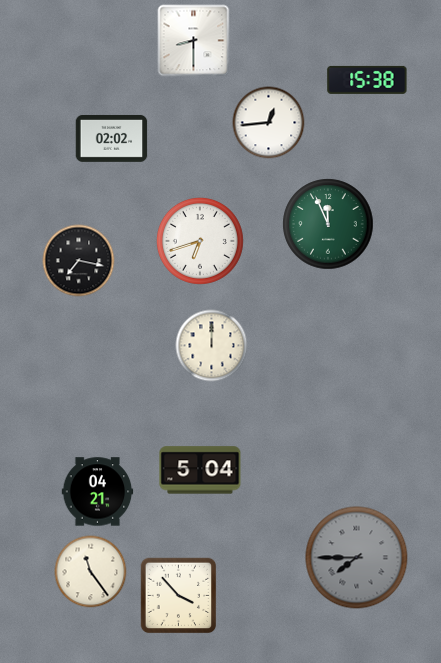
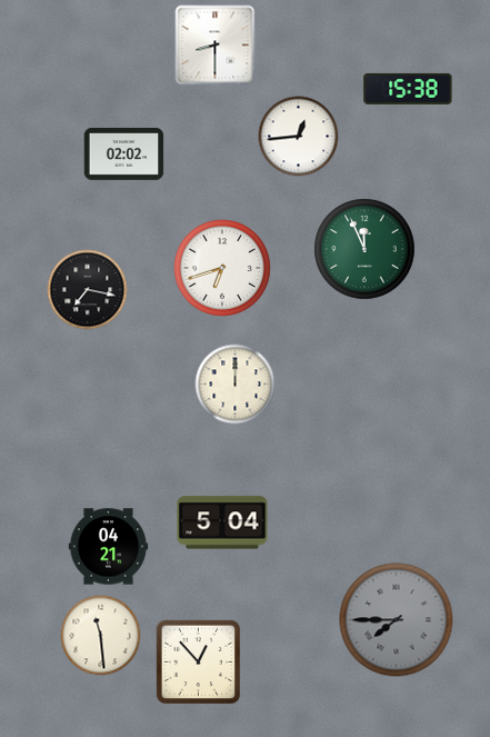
clock at (91, 572): 11:24 -> 11:29
clock at (179, 596): 3:53 -> 12:53
